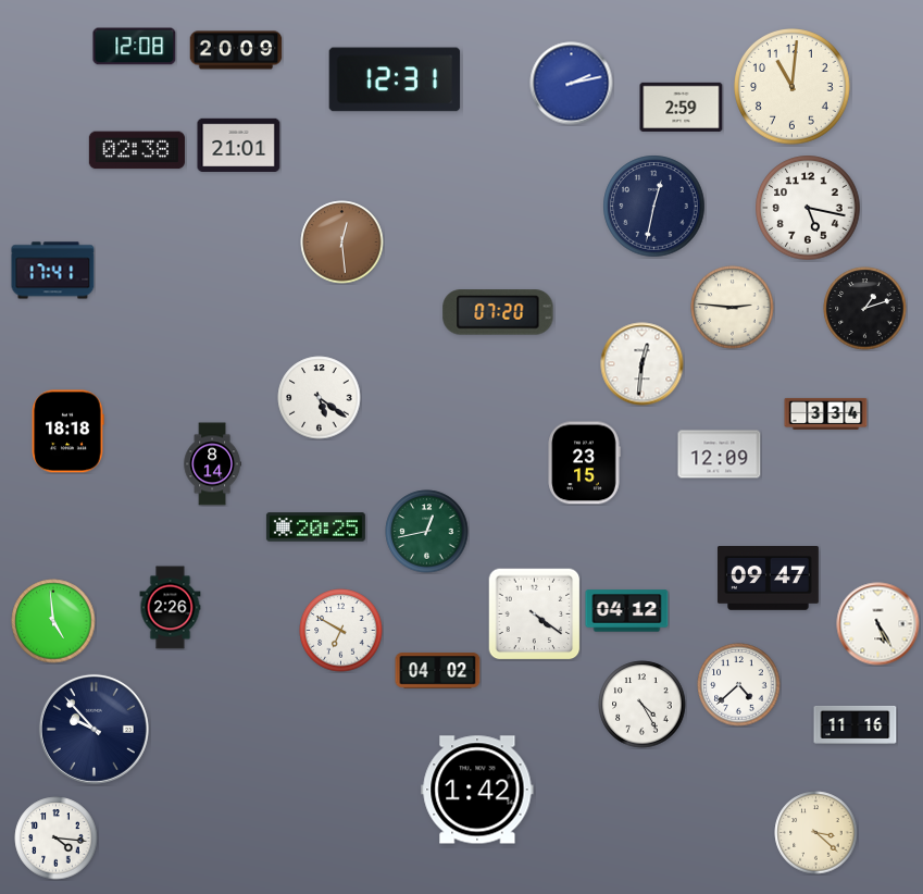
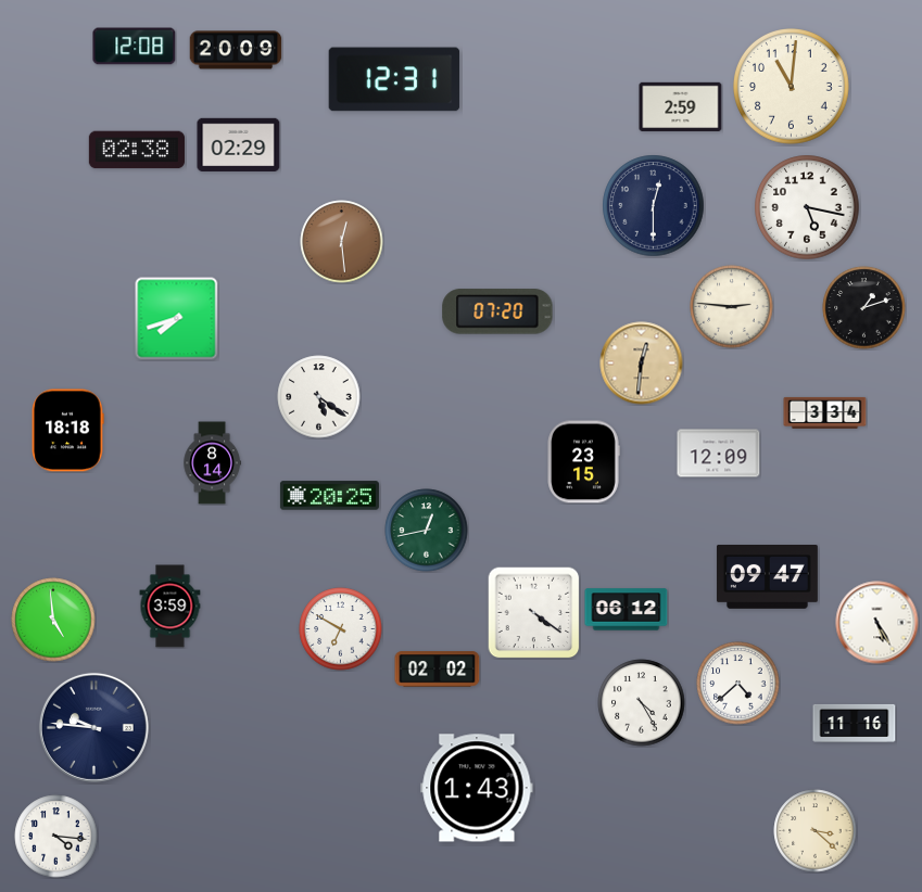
clock at (572, 84): 2:13 -> none
clock at (239, 146): 21:01 -> 02:29
clock at (654, 207): 12:32 -> 12:30
clock at (53, 271): 17:41 -> none
clock at (177, 319): none -> 7:42
clock at (643, 364) dial: white -> champagne
clock at (315, 527) position: (315, 527) -> (329, 496)
clock at (171, 608): 2:26 -> 3:59
clock at (627, 611): 04:12 -> 06:12
clock at (438, 671): 04:02 -> 02:02
clock at (93, 729): 9:53 -> 9:46
clock at (477, 790): 1:42 -> 1:43
